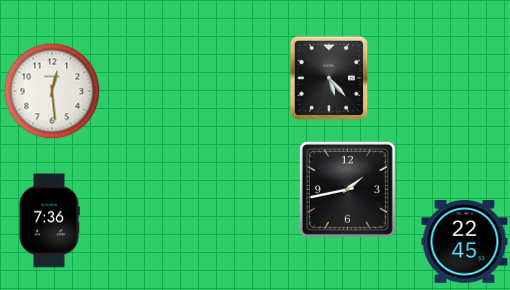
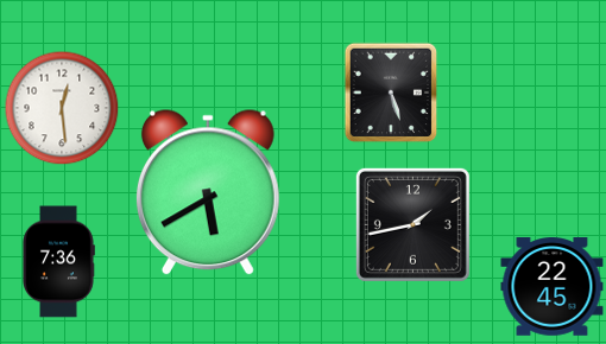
clock at (329, 78): 5:23 -> 5:27
clock at (208, 193): none -> 5:40
